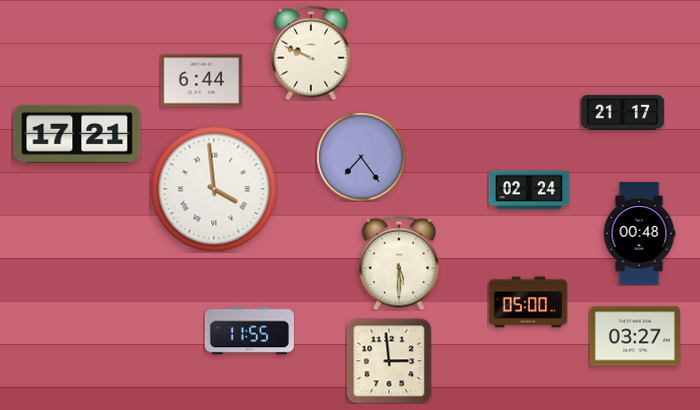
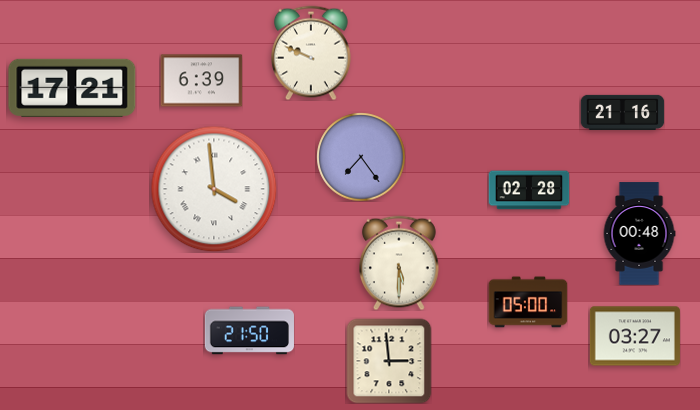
clock at (201, 81): 6:44 -> 6:39
clock at (622, 112): 21:17 -> 21:16
clock at (77, 134) position: (77, 134) -> (72, 88)
clock at (529, 190): 02:24 -> 02:28
clock at (249, 331): 11:55 -> 21:50
